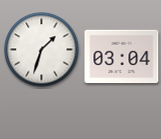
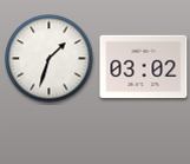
clock at (122, 57): 03:04 -> 03:02
